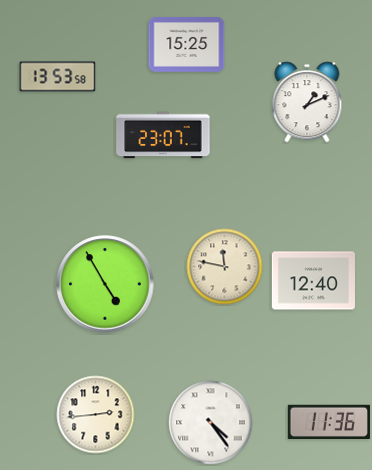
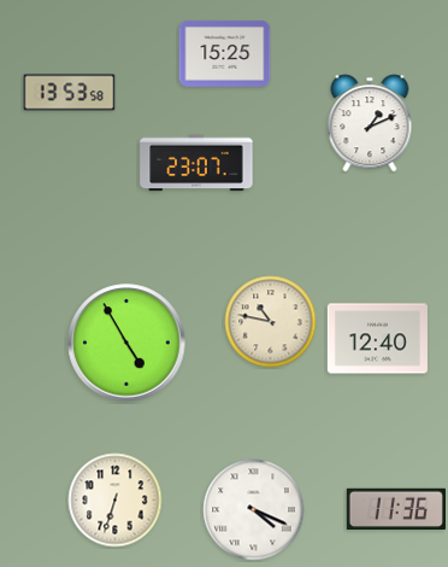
clock at (225, 267): 11:47 -> 10:47
clock at (96, 415): 2:44 -> 6:33
clock at (211, 423): 4:24 -> 4:19
